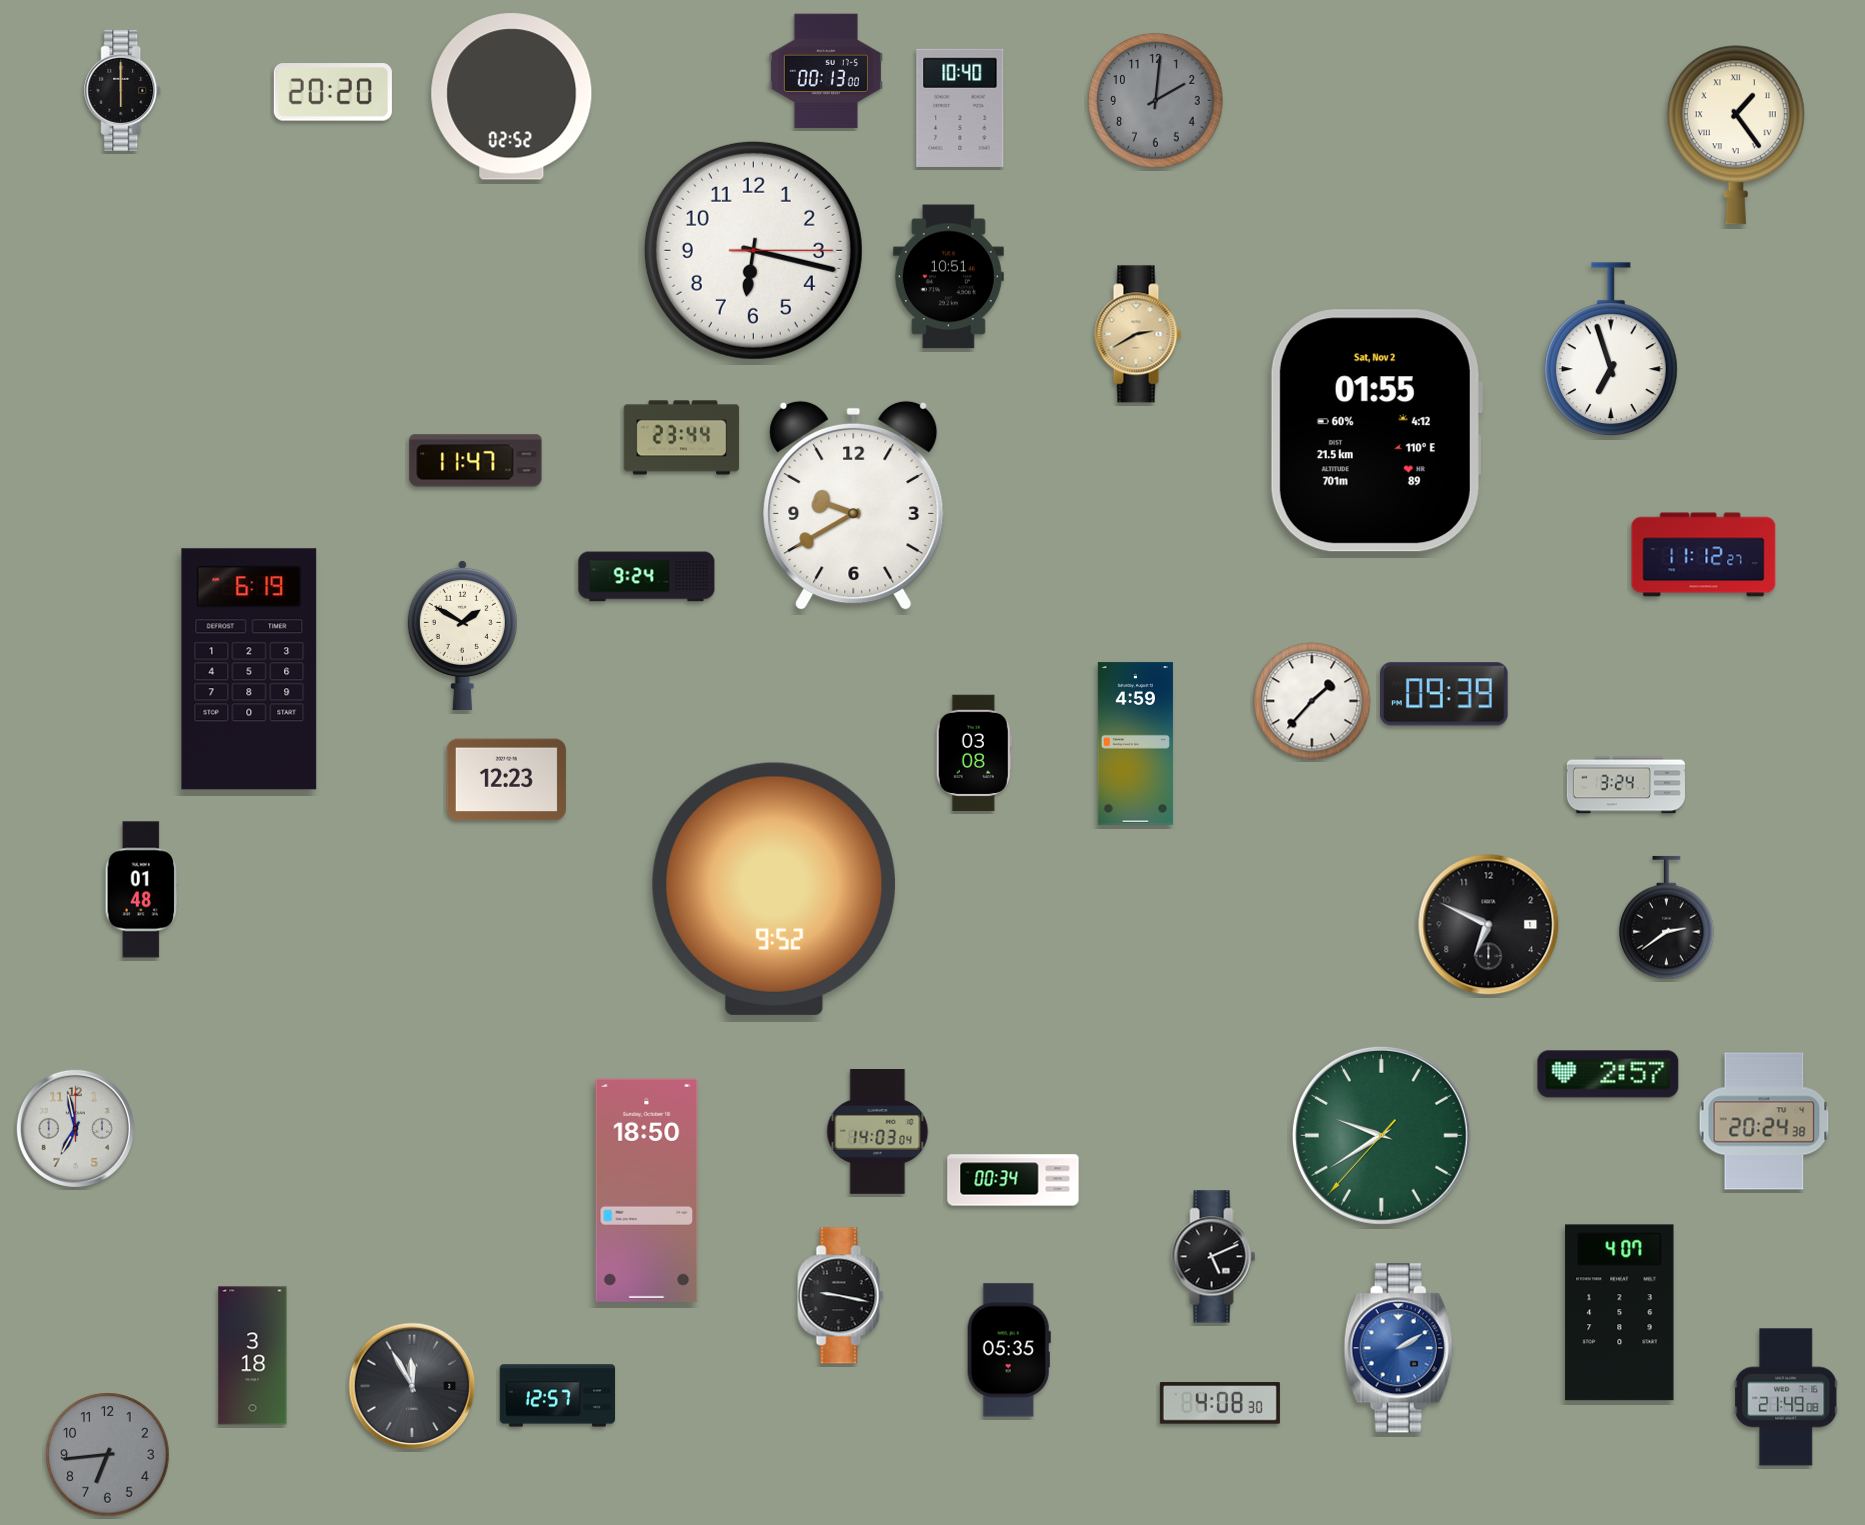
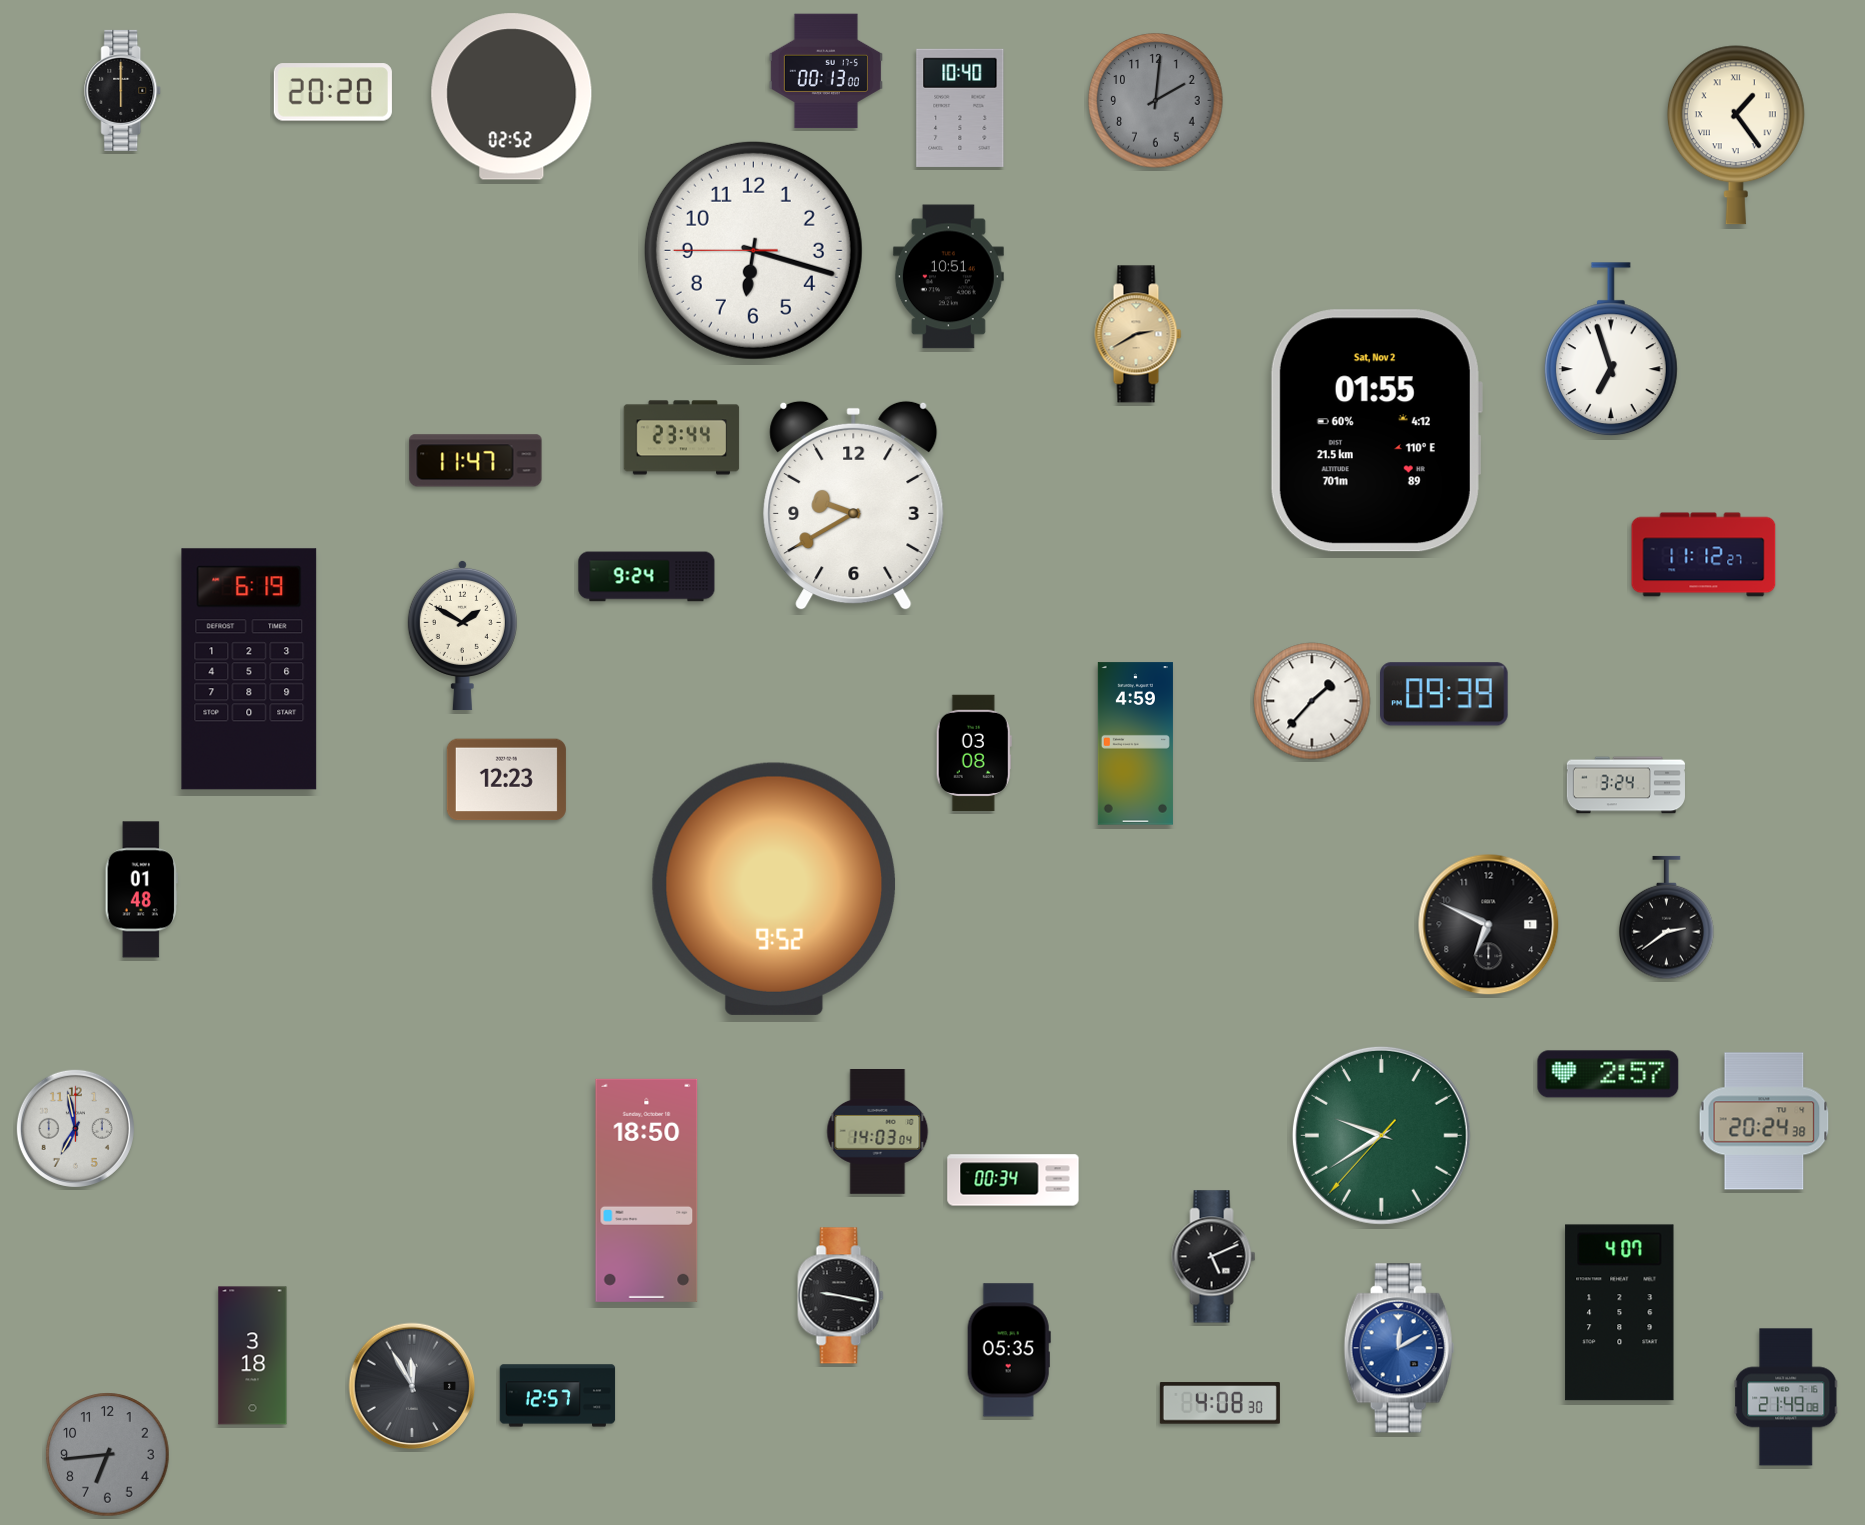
clock at (753, 250): 6:17:15 -> 6:17:45
clock at (1399, 1348): 2:10 -> 12:10
